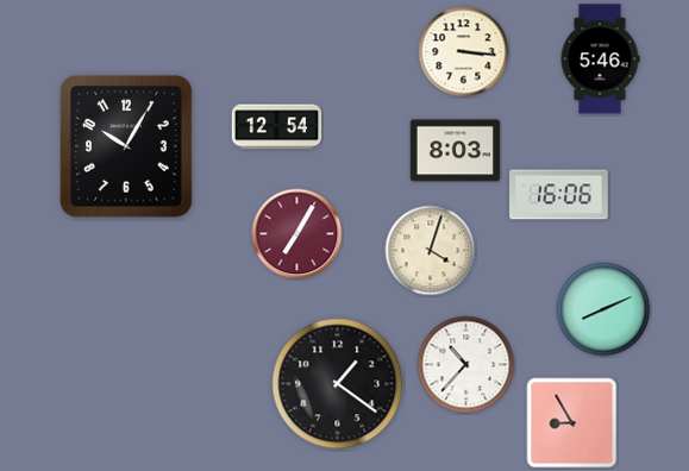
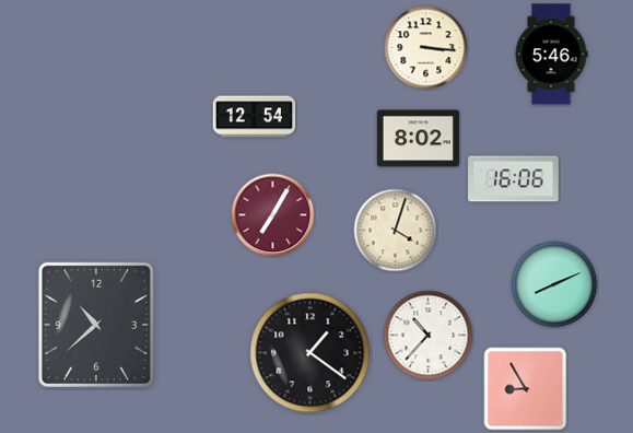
clock at (126, 146): 10:05 -> none
clock at (456, 151): 8:03 -> 8:02
clock at (96, 325): none -> 10:38
